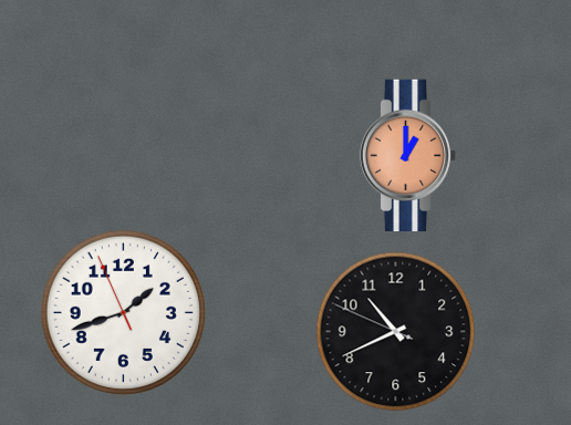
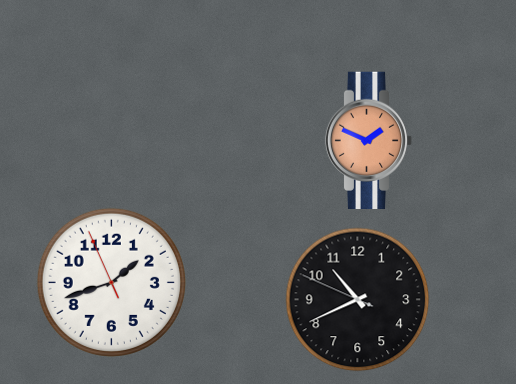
clock at (408, 155): 1:00 -> 1:49
